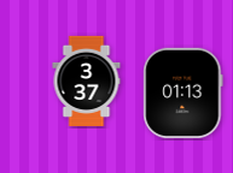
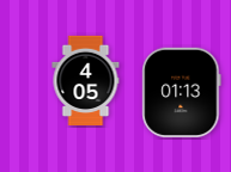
clock at (87, 80): 3:37 -> 4:05
